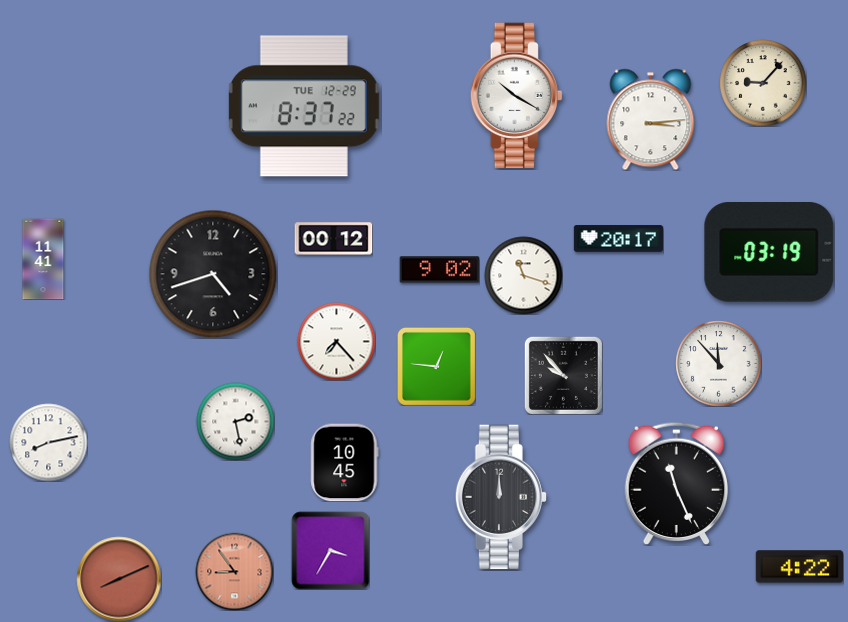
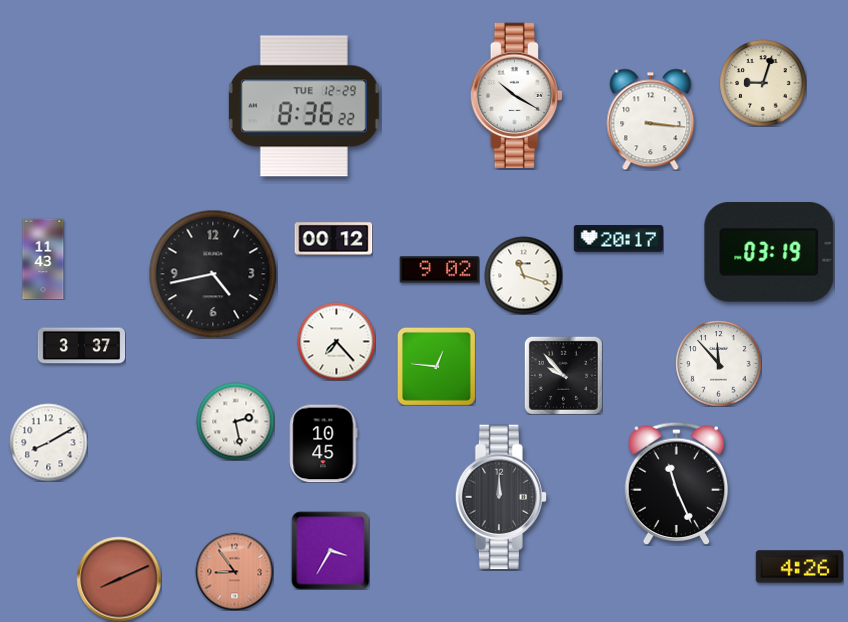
clock at (763, 83): 9:07 -> 9:03
clock at (304, 106): 8:37 -> 8:36
clock at (651, 119): 3:14 -> 3:16
clock at (43, 259): 11:41 -> 11:43
clock at (213, 274): 4:42 -> 4:43
clock at (81, 346): none -> 3:37
clock at (48, 442): 8:13 -> 8:10
clock at (345, 462) position: (345, 462) -> (324, 443)
clock at (799, 567): 4:22 -> 4:26
